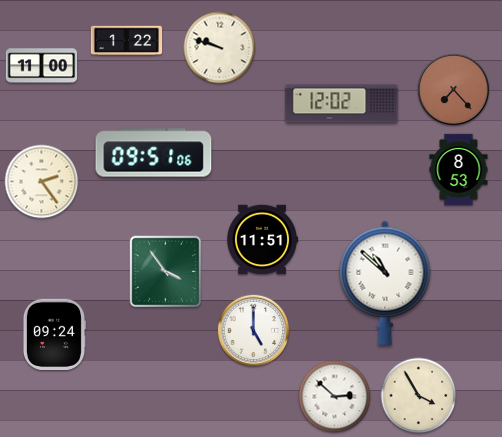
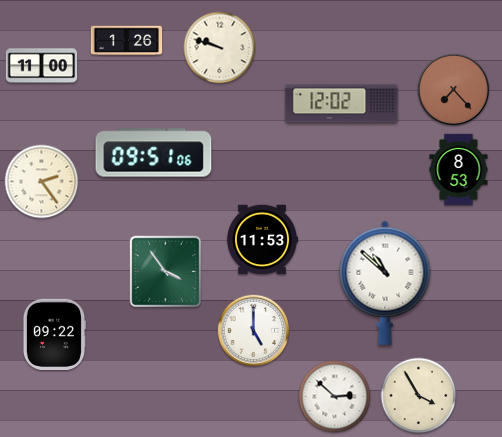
clock at (127, 41): 1:22 -> 1:26
clock at (262, 240): 11:51 -> 11:53
clock at (54, 335): 09:24 -> 09:22
